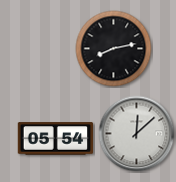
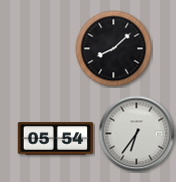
clock at (114, 49): 8:13 -> 8:08
clock at (137, 134): 12:08 -> 6:36
